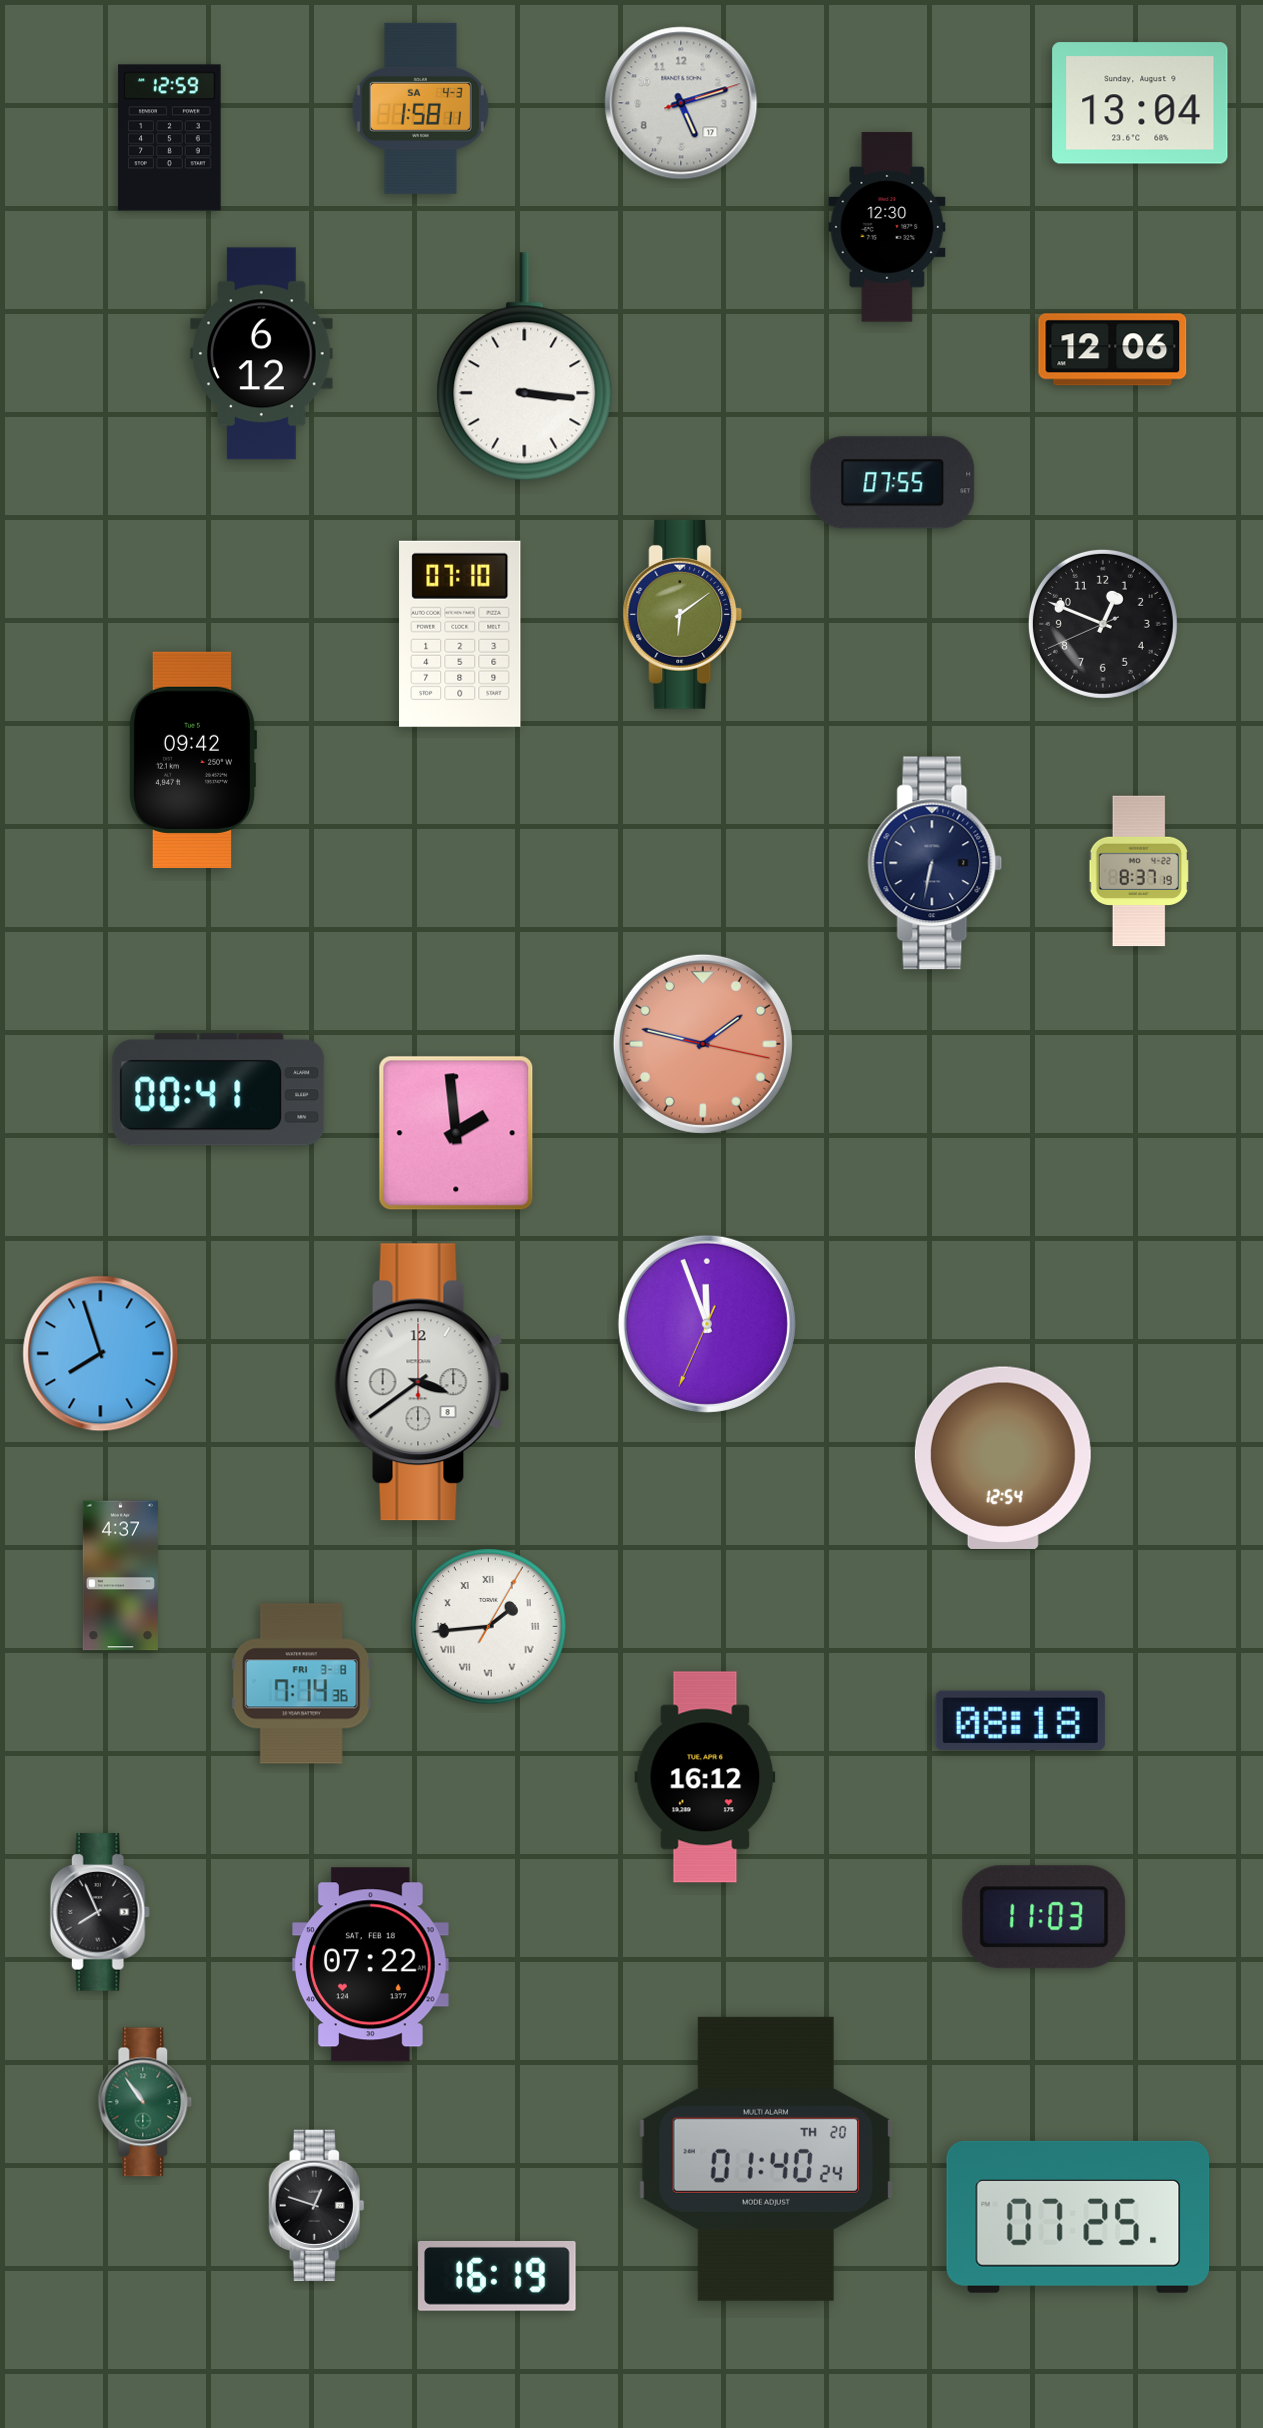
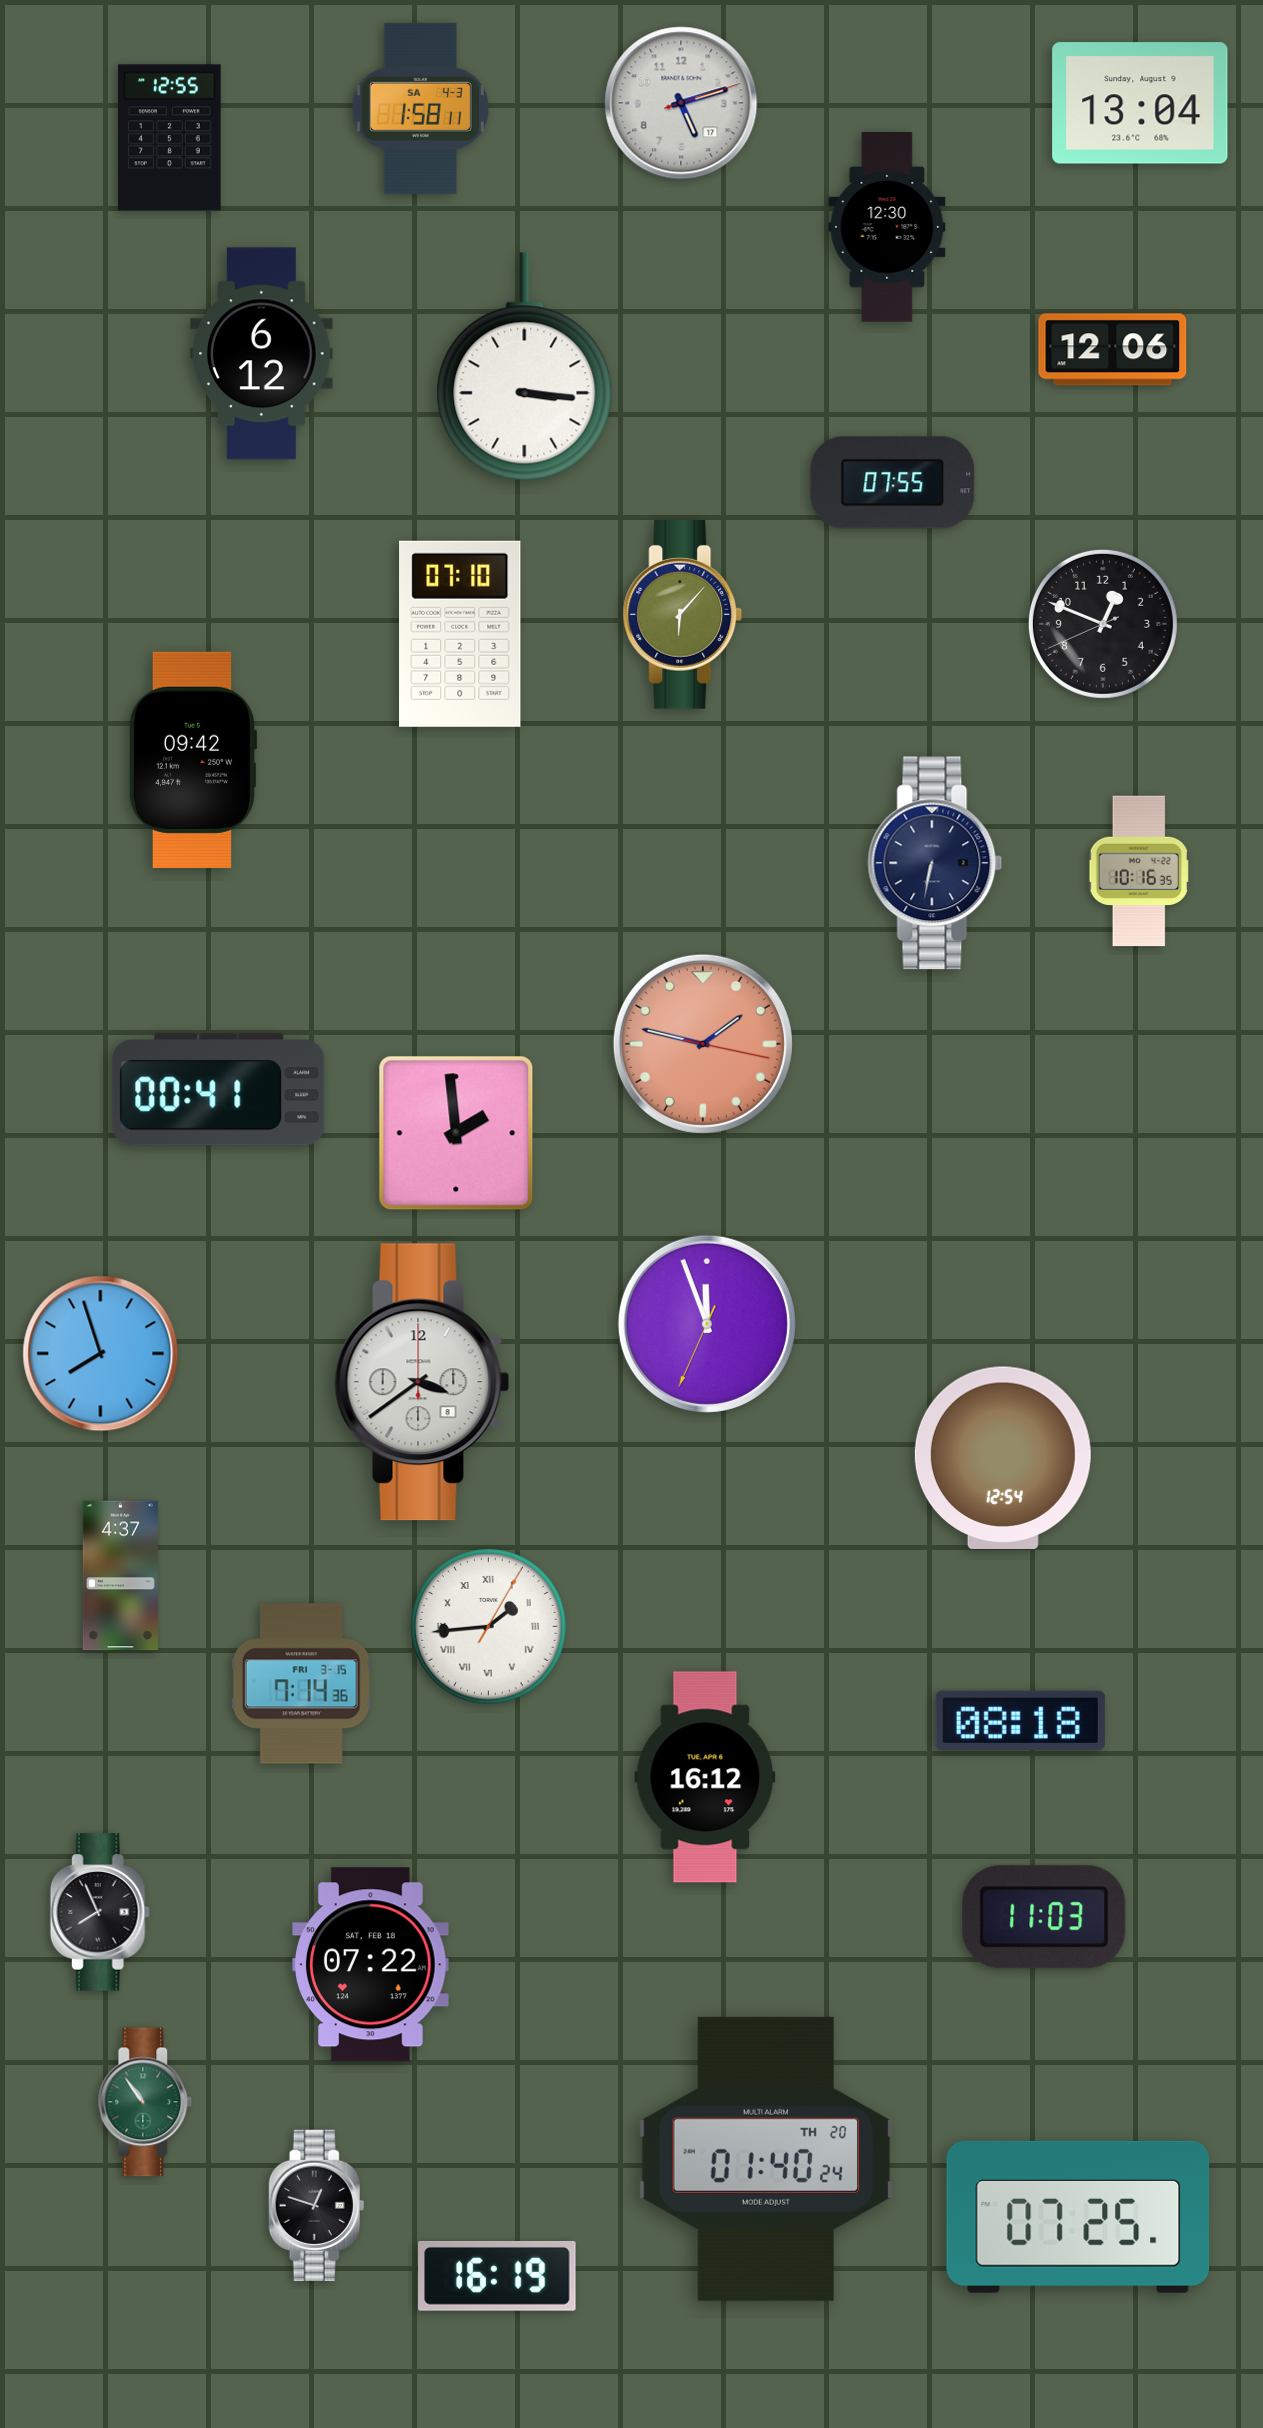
clock at (170, 138): 12:59 -> 12:55
clock at (683, 614): 6:09 -> 6:07
clock at (1139, 871): 8:37 -> 10:16
clock at (301, 1684) date: FRI 3-8 -> FRI 3-15
